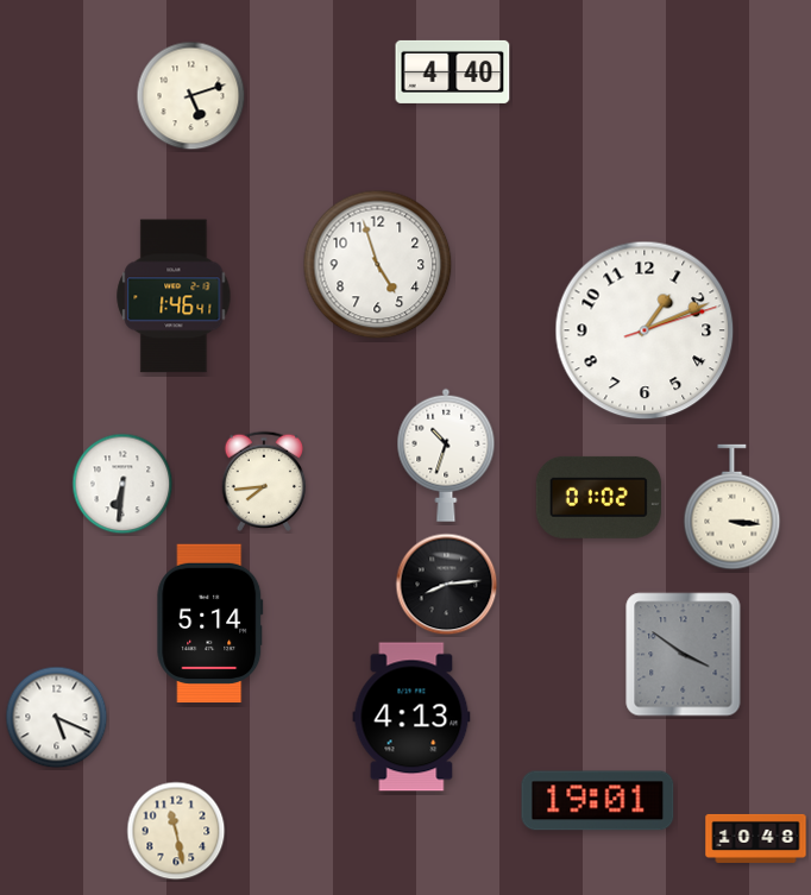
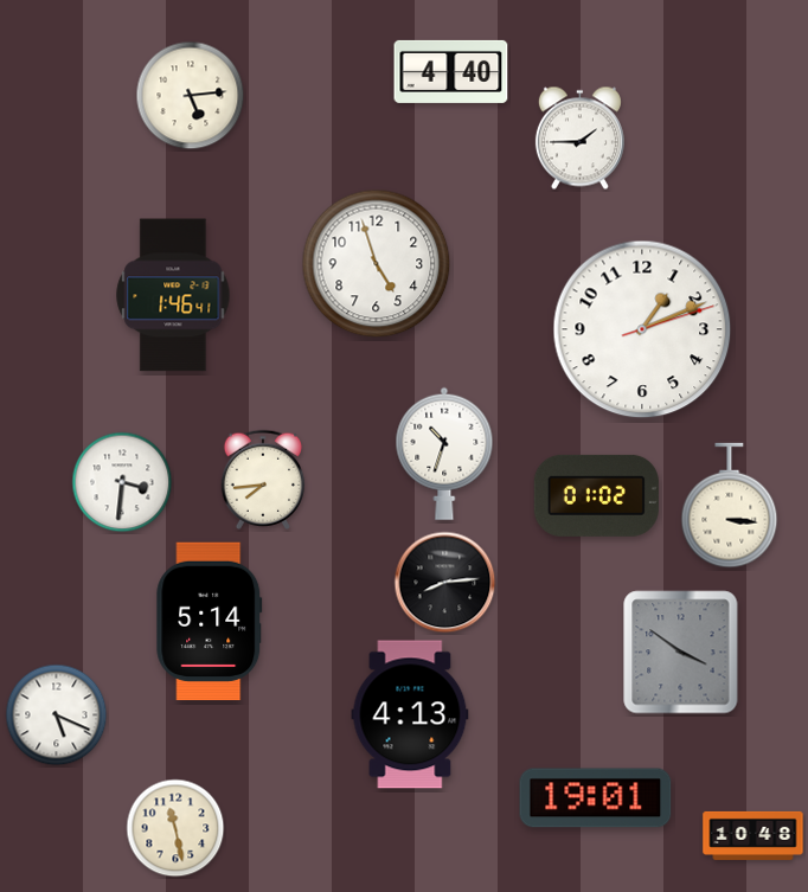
clock at (191, 96): 5:12 -> 5:14
clock at (579, 139): none -> 1:45
clock at (122, 484): 6:31 -> 3:31
